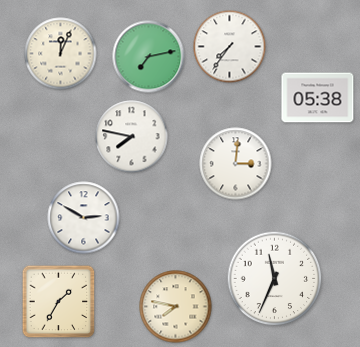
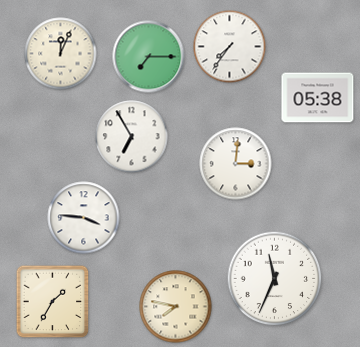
clock at (149, 57): 7:13 -> 7:15
clock at (132, 137): 7:47 -> 6:55
clock at (84, 218): 2:50 -> 3:46
clock at (59, 302) position: (59, 302) -> (53, 302)
